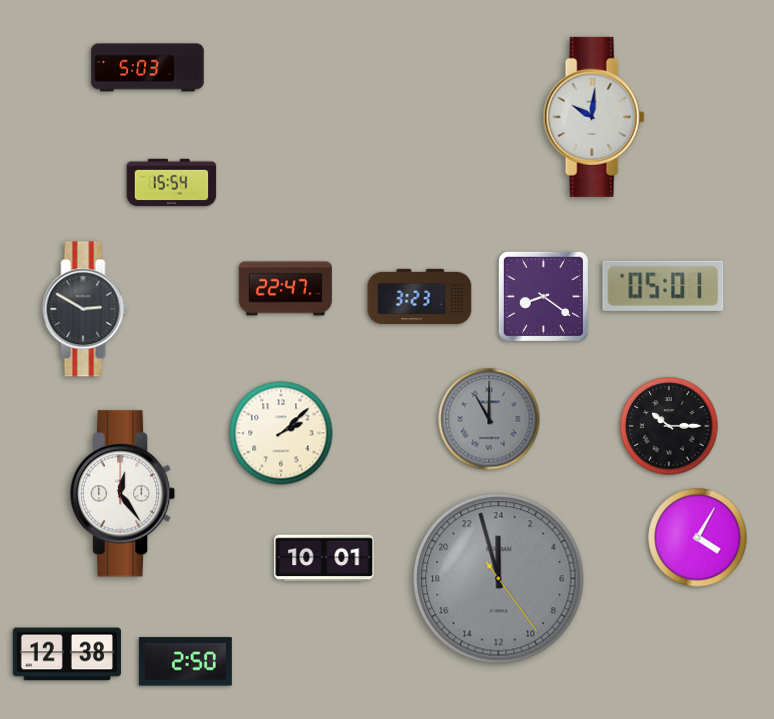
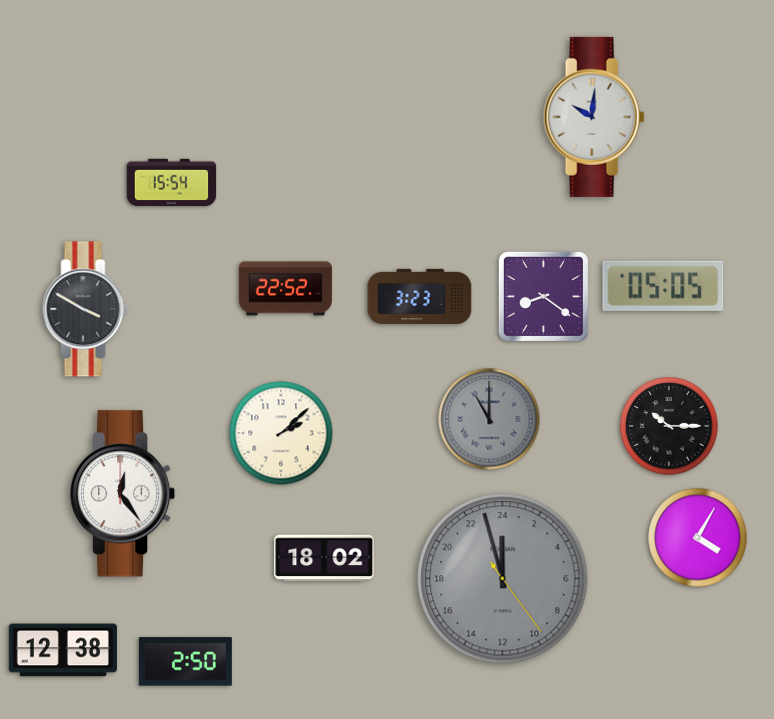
clock at (148, 68): 5:03 -> none
clock at (663, 286): 05:01 -> 05:05
clock at (285, 289): 22:47 -> 22:52
clock at (85, 309): 2:50 -> 3:50
clock at (324, 558): 10:01 -> 18:02
clock at (499, 579) position: (499, 579) -> (503, 579)
clock at (67, 654) position: (67, 654) -> (63, 650)
